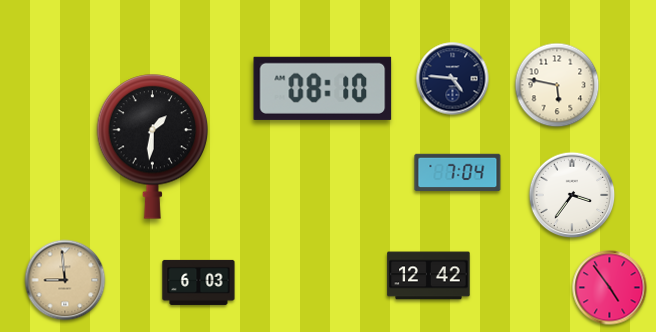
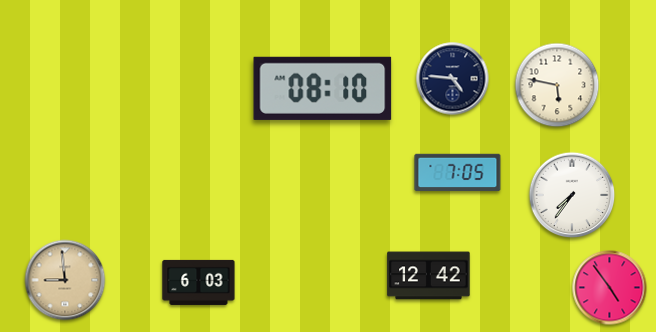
clock at (153, 146): 1:31 -> none
clock at (458, 173): 7:04 -> 7:05
clock at (572, 195): 3:36 -> 7:36
